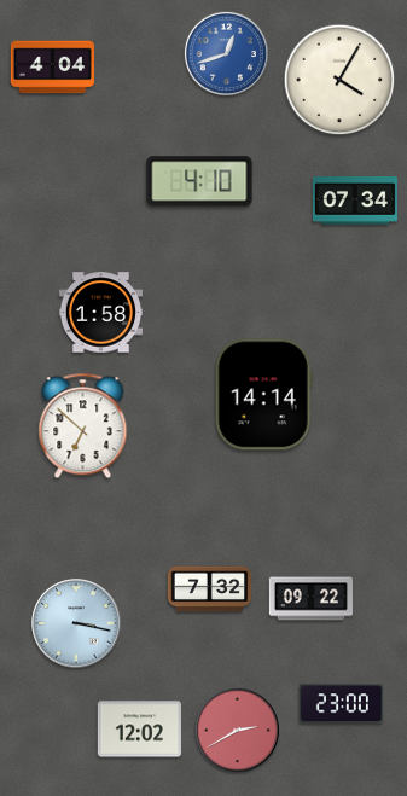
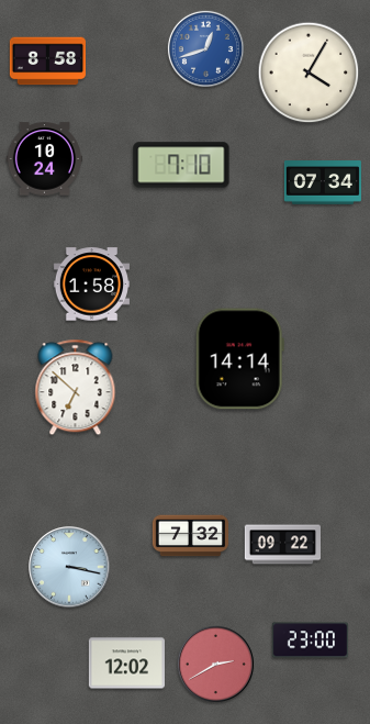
clock at (52, 68): 4:04 -> 8:58
clock at (44, 159): none -> 10:24
clock at (199, 181): 4:10 -> 7:10
